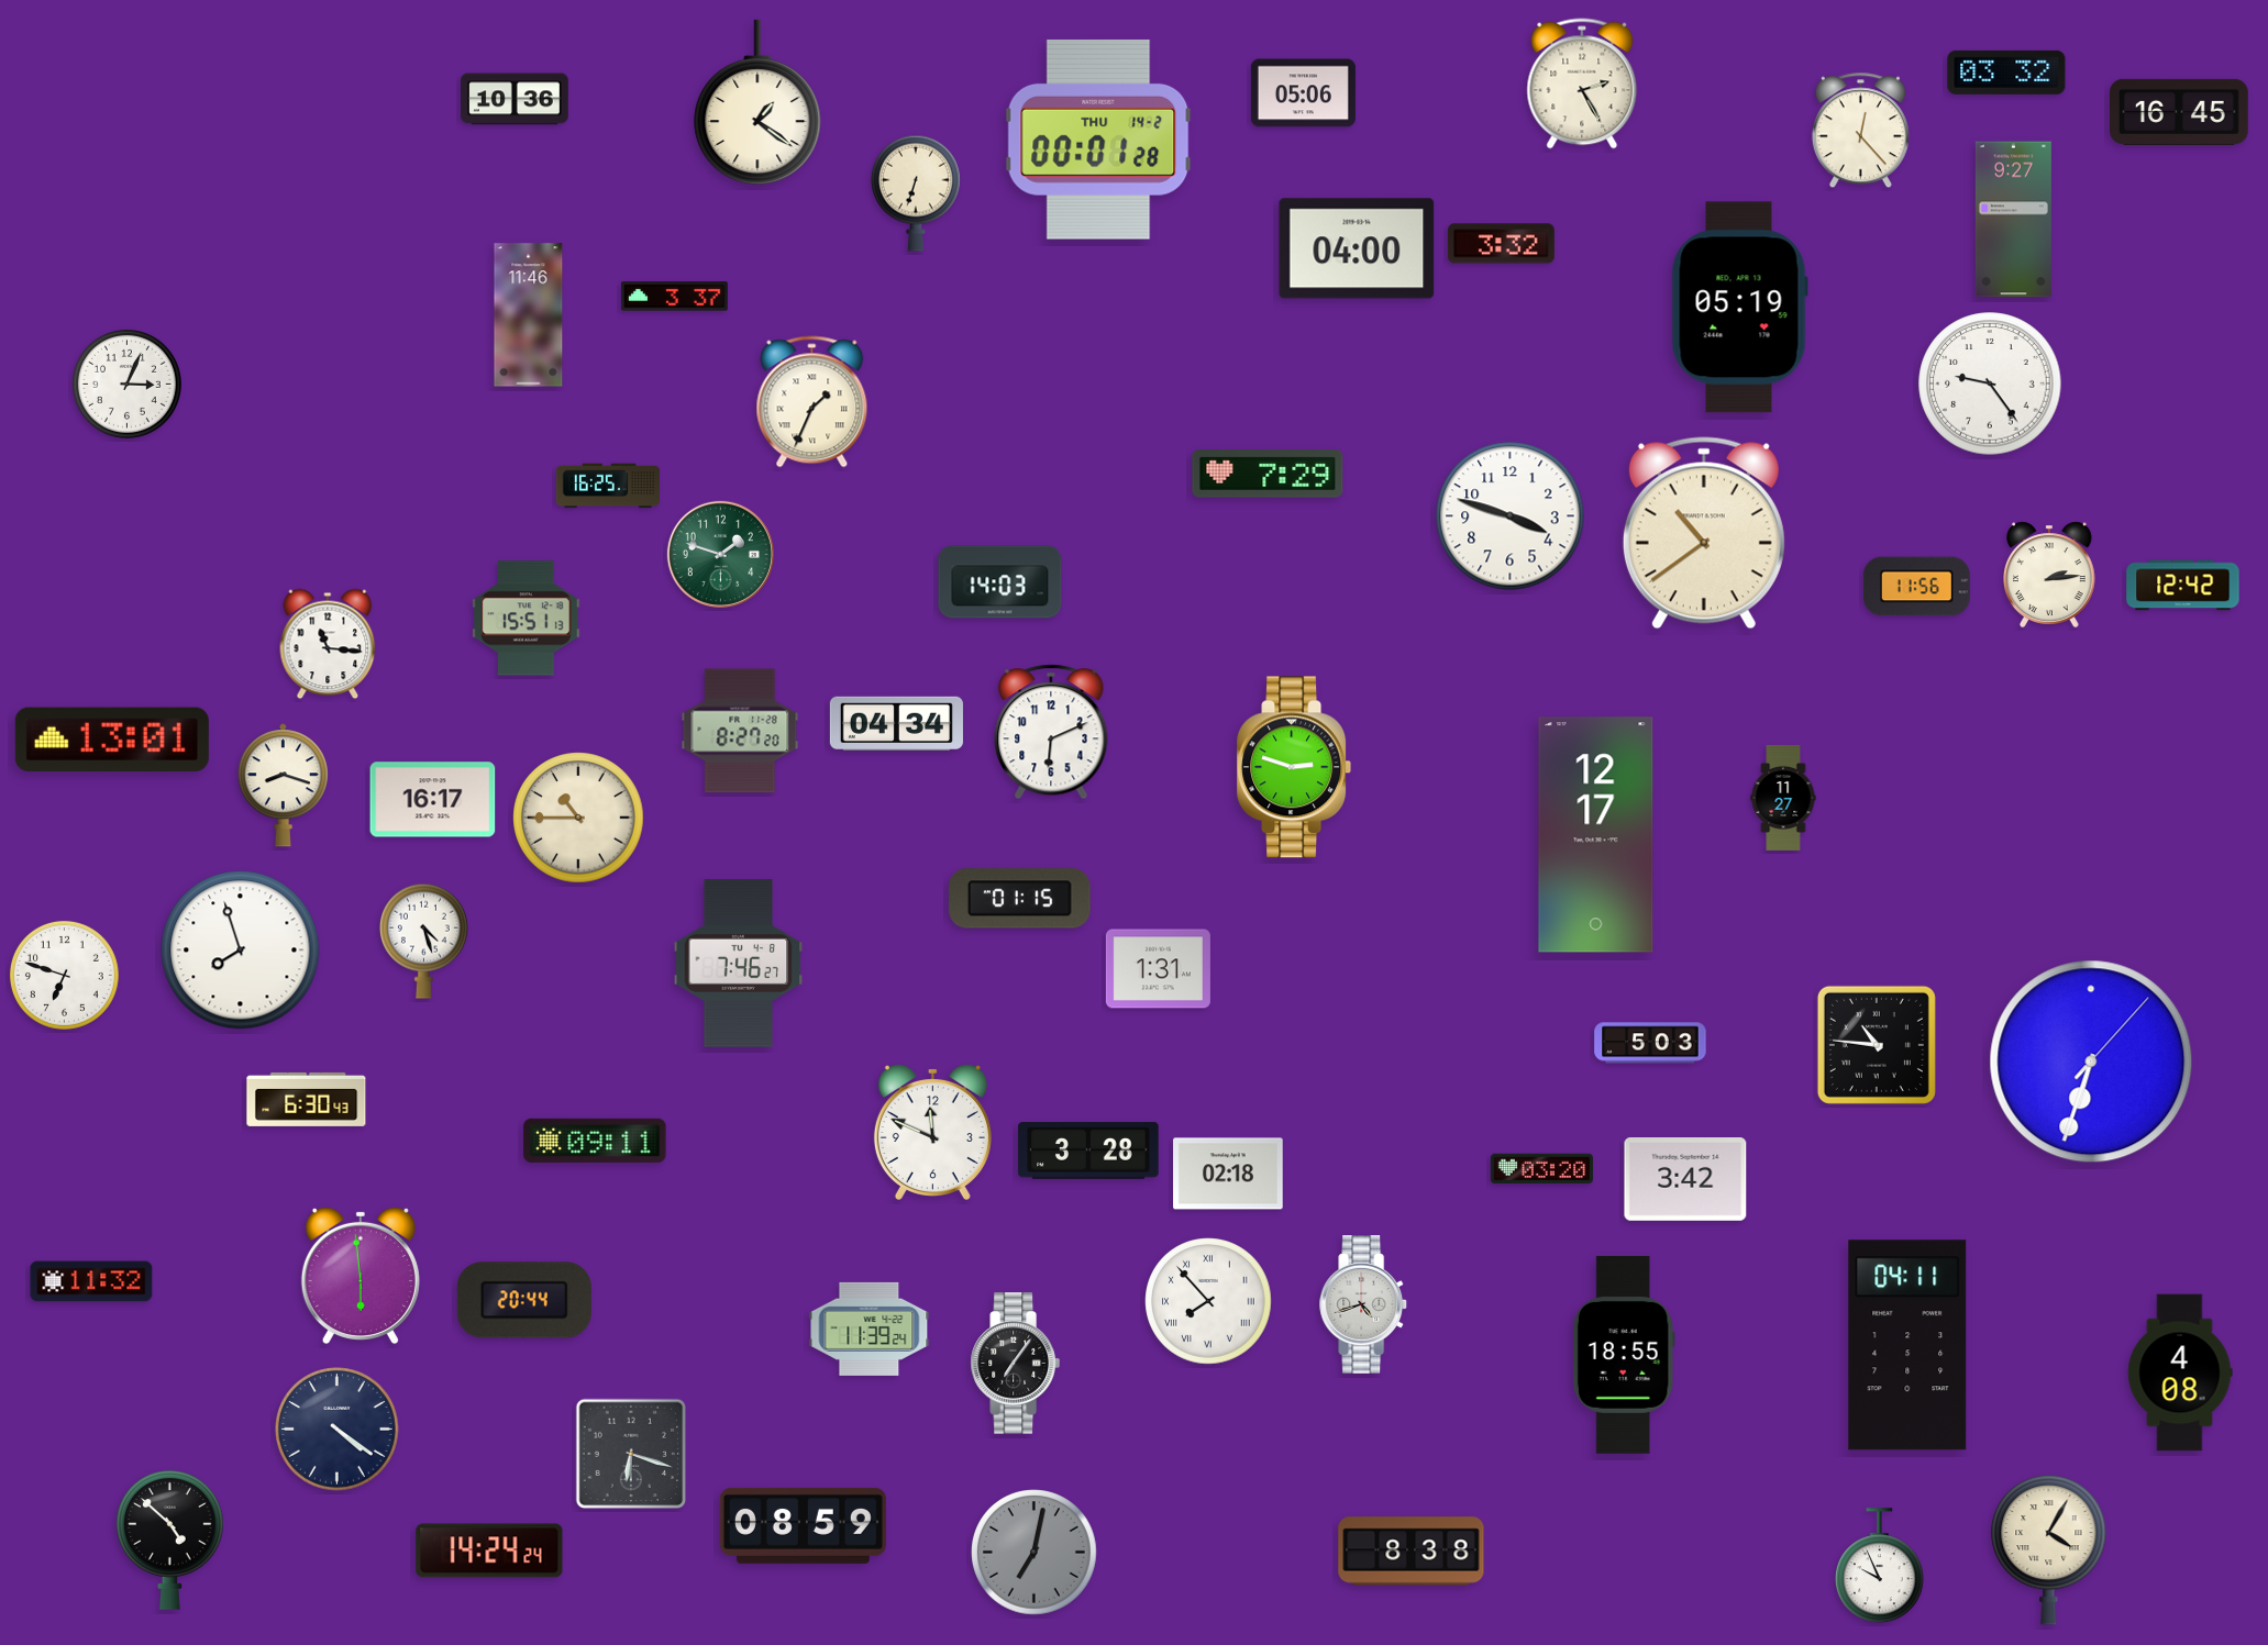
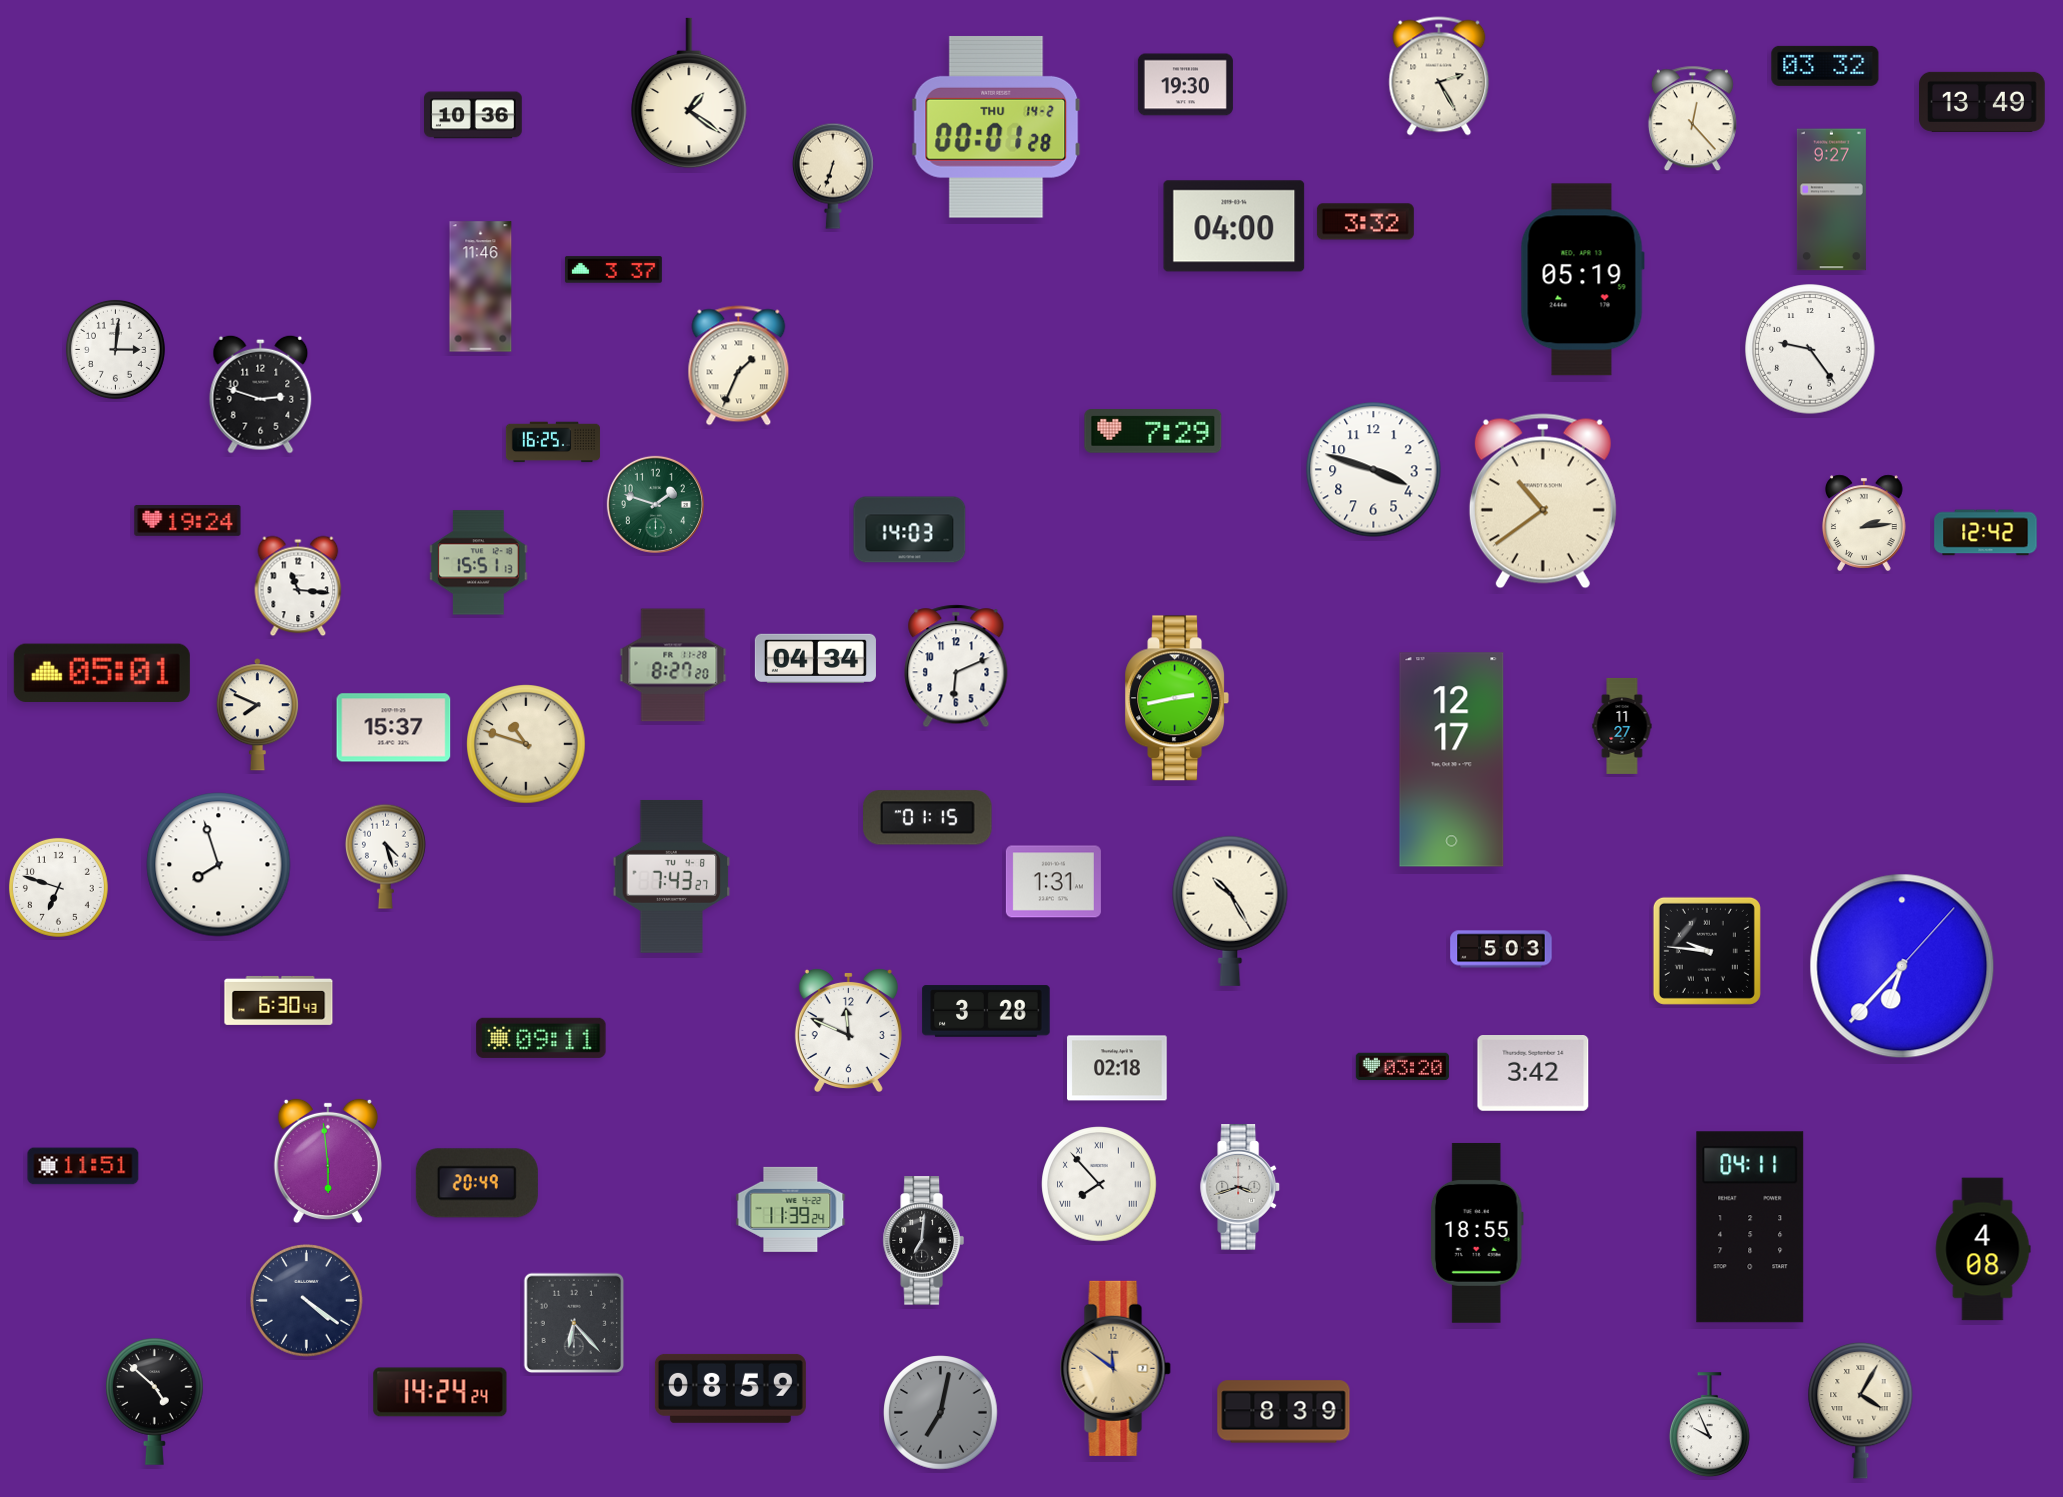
clock at (1303, 93): 05:06 -> 19:30
clock at (516, 99) position: (516, 99) -> (474, 115)
clock at (2180, 112): 16:45 -> 13:49
clock at (1098, 140) position: (1098, 140) -> (996, 127)
clock at (126, 384): 3:04 -> 3:01
clock at (261, 394): none -> 2:48
clock at (1704, 533) position: (1704, 533) -> (1543, 501)
clock at (188, 520): none -> 19:24
clock at (1916, 587): 11:56 -> none
clock at (112, 740): 13:01 -> 05:01
clock at (1294, 767): 2:48 -> 2:43
clock at (283, 786): 8:18 -> 7:49
clock at (433, 800): 16:17 -> 15:37
clock at (578, 818): 10:45 -> 10:48
clock at (739, 963): 7:46 -> 7:43
clock at (1230, 911): none -> 10:25
clock at (1877, 1045): 10:46 -> 9:46
clock at (2091, 1062): 6:33 -> 6:37
clock at (1088, 1151) position: (1088, 1151) -> (986, 1011)
clock at (1541, 1169) position: (1541, 1169) -> (1402, 1067)
clock at (91, 1281): 11:32 -> 11:51
clock at (524, 1300): 20:44 -> 20:49
clock at (1364, 1305): 4:42 -> 3:42
clock at (1907, 1345) position: (1907, 1345) -> (1750, 1227)
clock at (1015, 1364): 7:06 -> 7:01
clock at (631, 1454): 6:18 -> 6:23
clock at (1115, 1368): none -> 11:51
clock at (2049, 1549) position: (2049, 1549) -> (1861, 1410)
clock at (489, 1550) position: (489, 1550) -> (440, 1392)
clock at (1412, 1552): 8:38 -> 8:39
